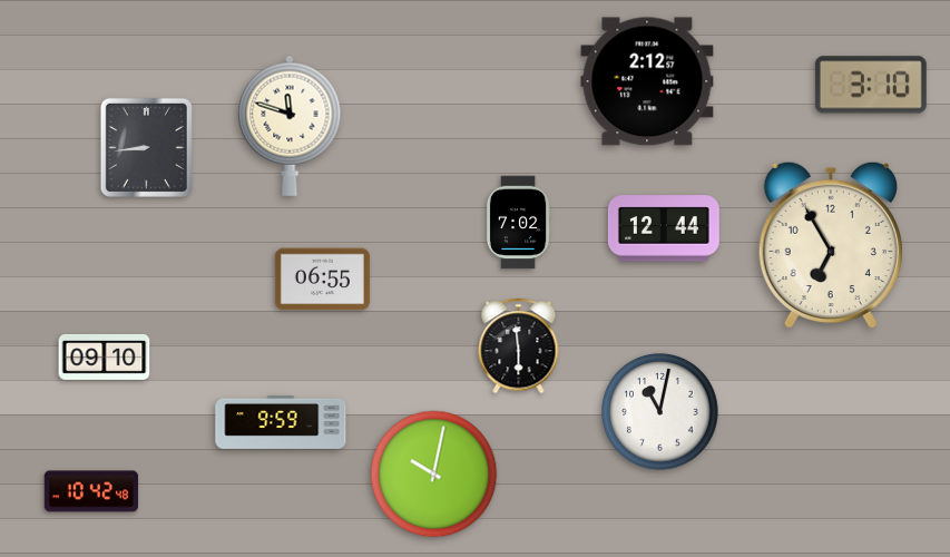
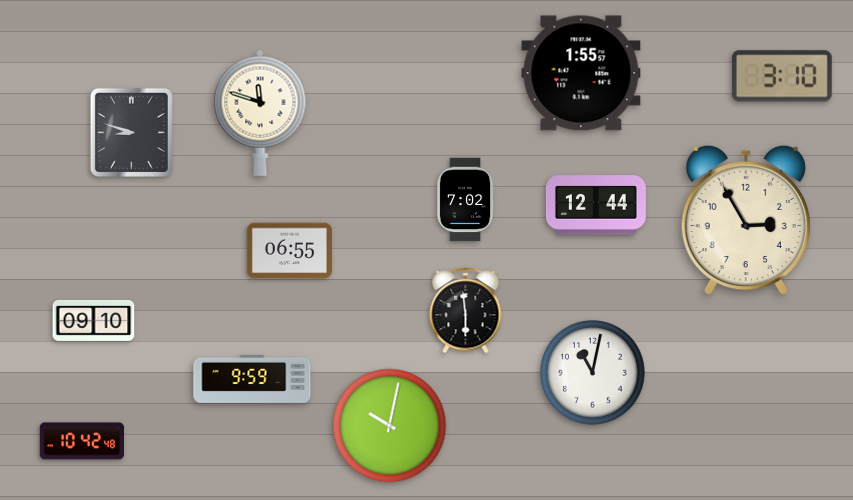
clock at (647, 81): 2:12 -> 1:55
clock at (146, 147): 8:44 -> 8:48
clock at (831, 245): 6:55 -> 2:55
clock at (660, 412) position: (660, 412) -> (593, 373)
